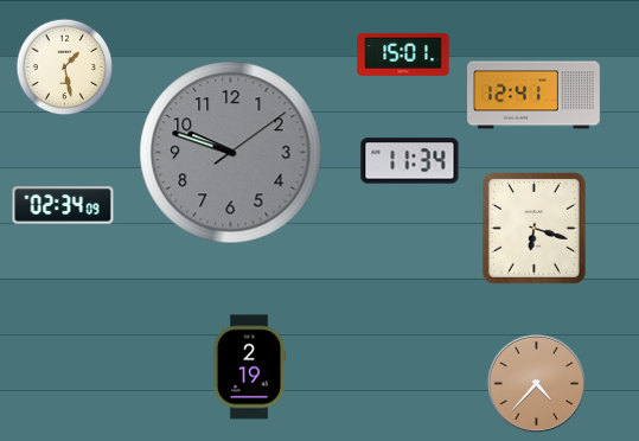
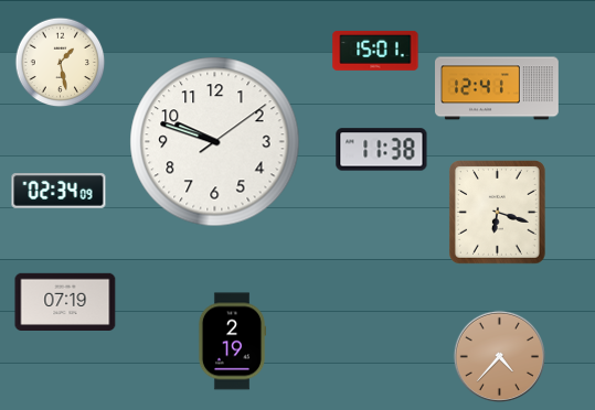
clock at (231, 153) dial: grey -> white
clock at (410, 161): 11:34 -> 11:38
clock at (65, 301): none -> 07:19
